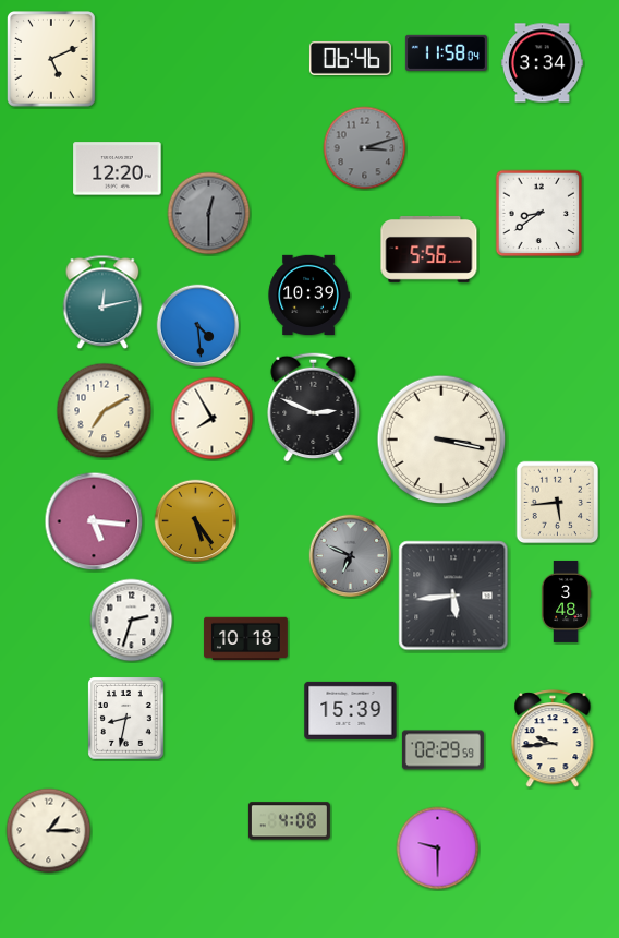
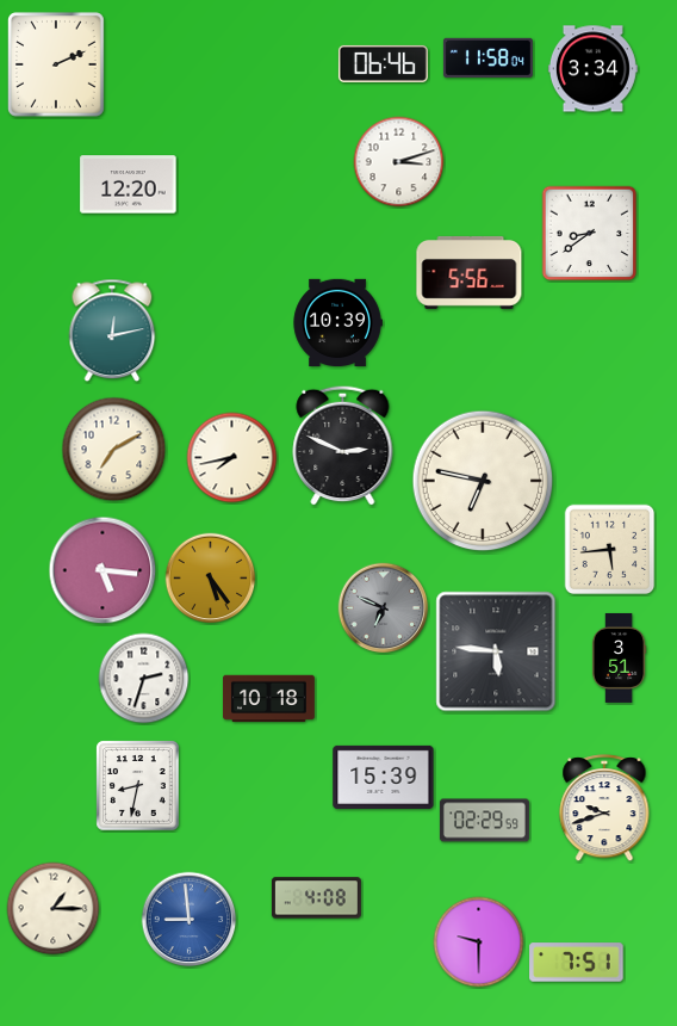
clock at (52, 60): 5:11 -> 2:11
clock at (365, 148) dial: grey -> white
clock at (209, 214): 12:30 -> none
clock at (198, 326): 4:29 -> none
clock at (213, 419): 7:55 -> 7:43
clock at (441, 440): 3:17 -> 6:47
clock at (196, 521) position: (196, 521) -> (211, 579)
clock at (453, 596): 5:44 -> 5:46
clock at (566, 601): 3:48 -> 3:51
clock at (553, 739): 9:44 -> 9:42
clock at (190, 920): none -> 8:59
clock at (438, 849) position: (438, 849) -> (479, 942)
clock at (577, 963): none -> 7:51
